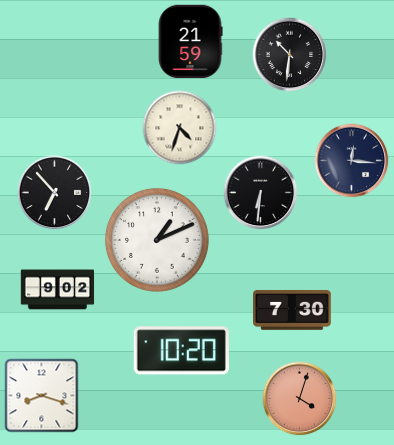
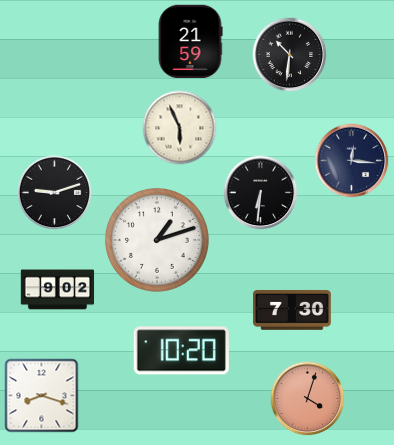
clock at (180, 128): 4:33 -> 5:56
clock at (55, 193): 6:53 -> 9:12
clock at (157, 240): 1:11 -> 1:12
clock at (300, 399) position: (300, 399) -> (308, 399)
